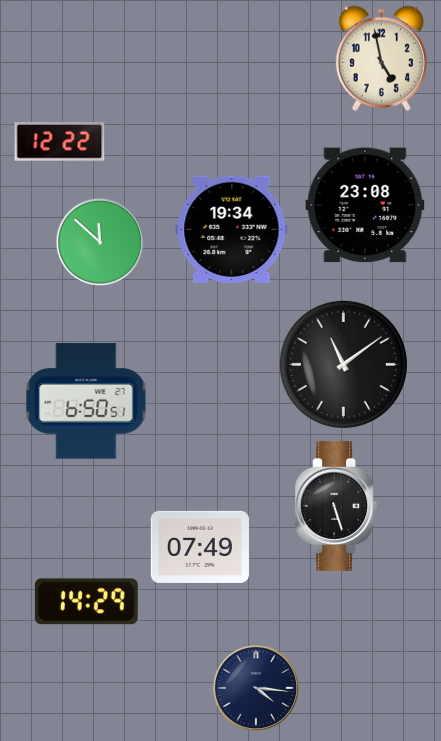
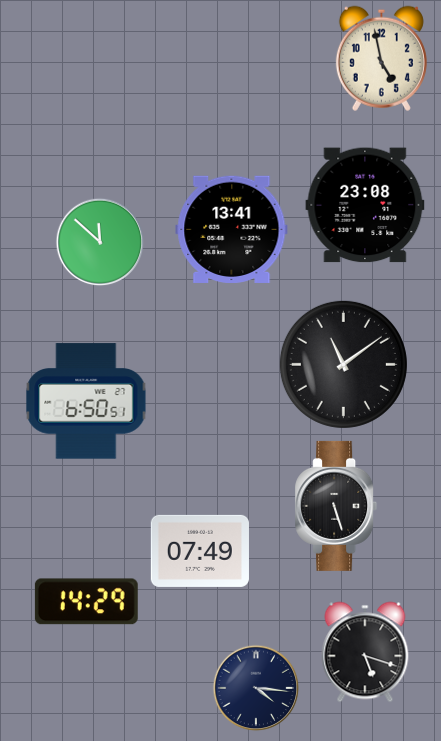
clock at (60, 142): 12:22 -> none
clock at (232, 229): 19:34 -> 13:41
clock at (200, 547) position: (200, 547) -> (200, 551)
clock at (365, 652): none -> 5:18
